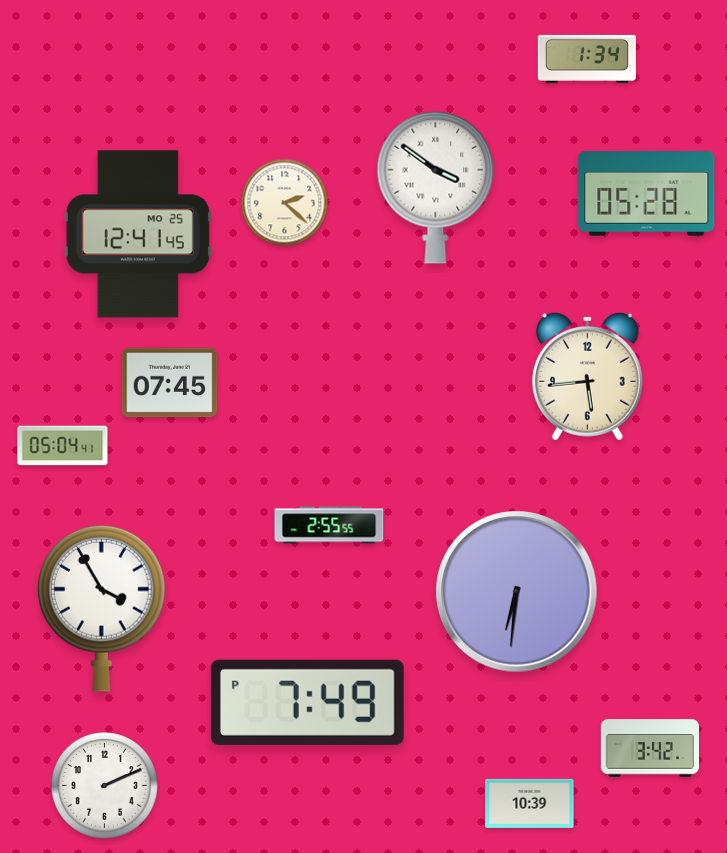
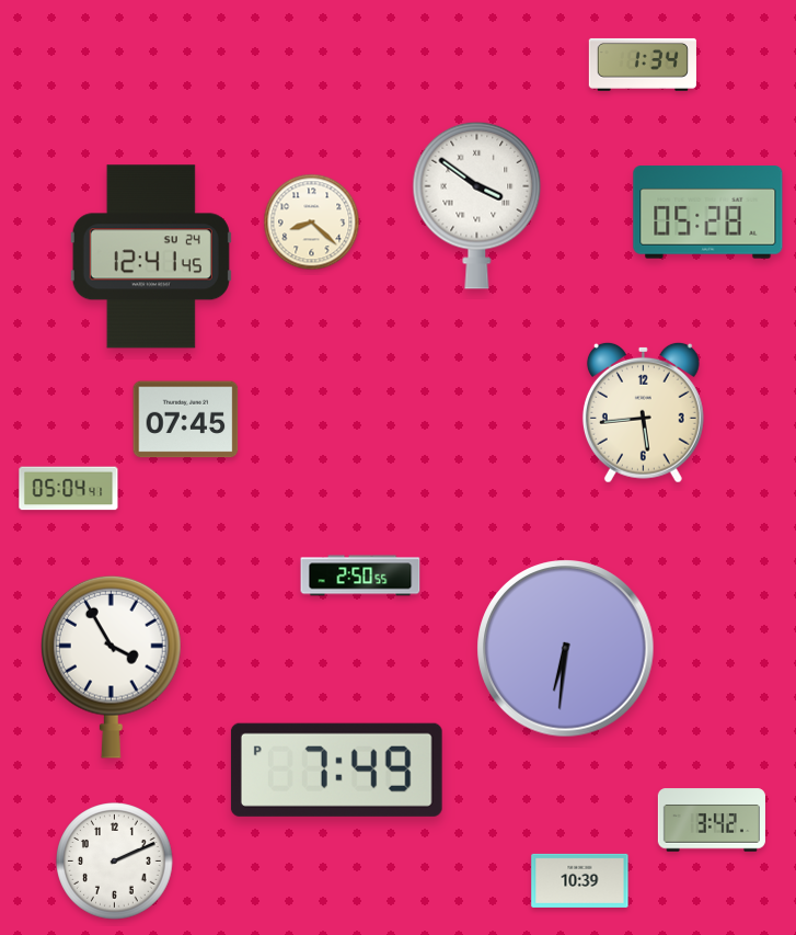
clock at (285, 203): 2:22 -> 8:22
clock at (138, 234) date: MO 25 -> SU 24
clock at (329, 525): 2:55 -> 2:50
